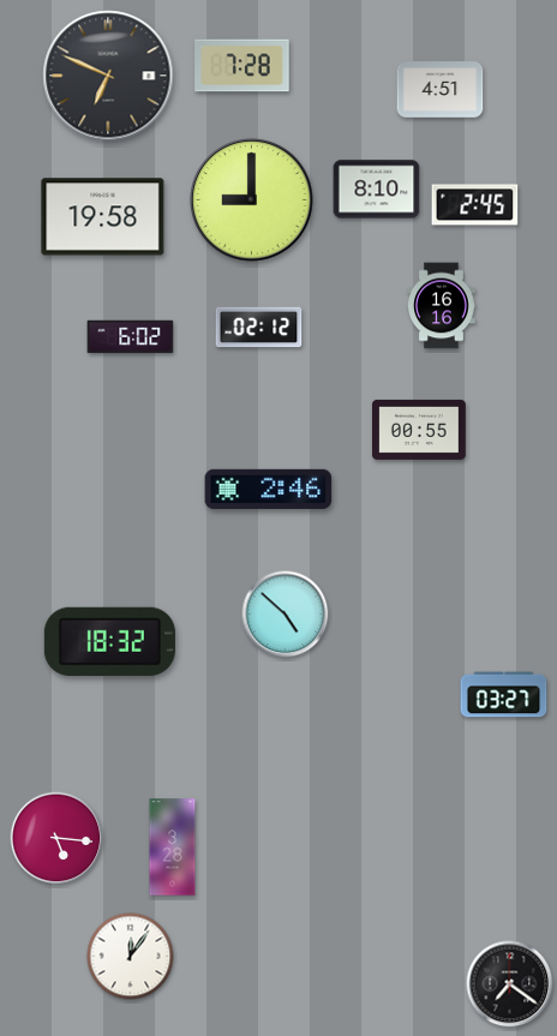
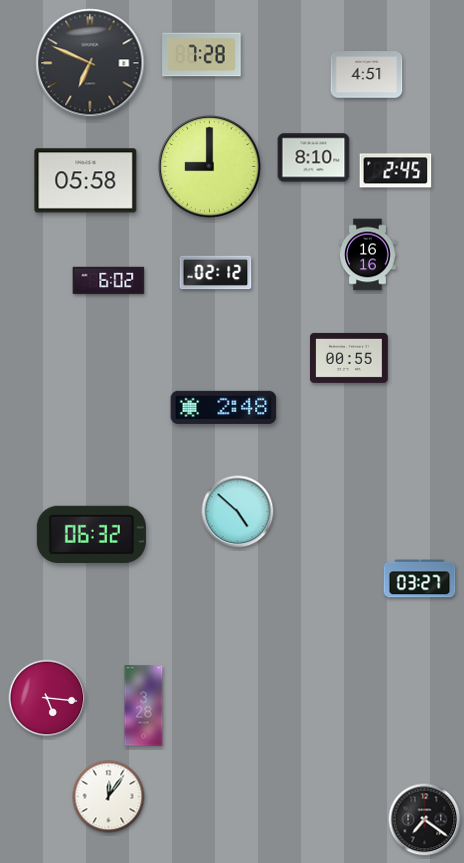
clock at (103, 217): 19:58 -> 05:58
clock at (269, 489): 2:46 -> 2:48
clock at (109, 641): 18:32 -> 06:32
